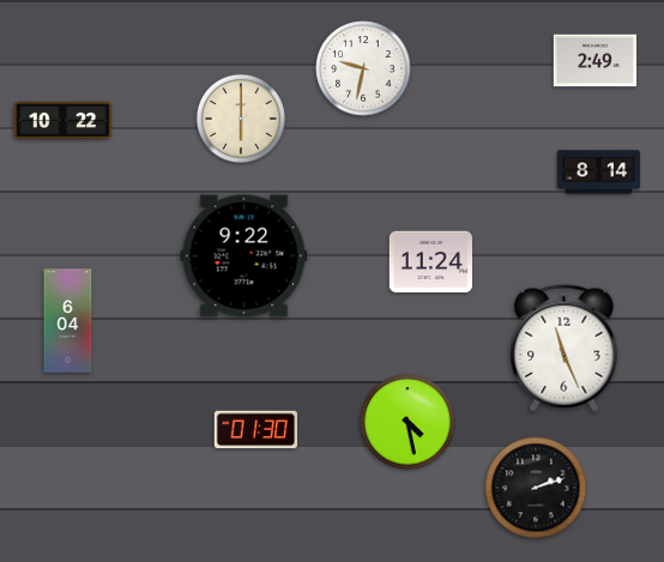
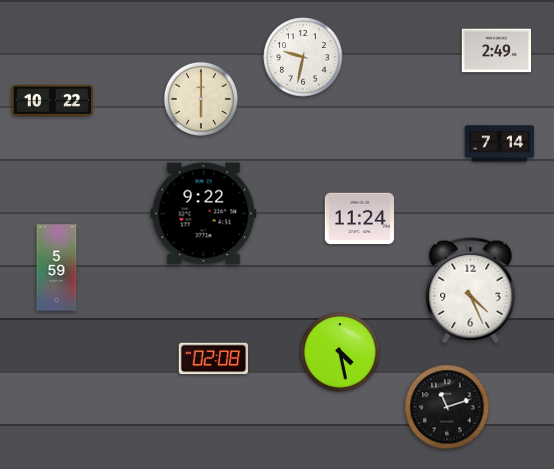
clock at (599, 173): 8:14 -> 7:14
clock at (68, 321): 6:04 -> 5:59
clock at (565, 349): 11:26 -> 4:26
clock at (256, 430): 01:30 -> 02:08
clock at (536, 488): 2:12 -> 11:12
